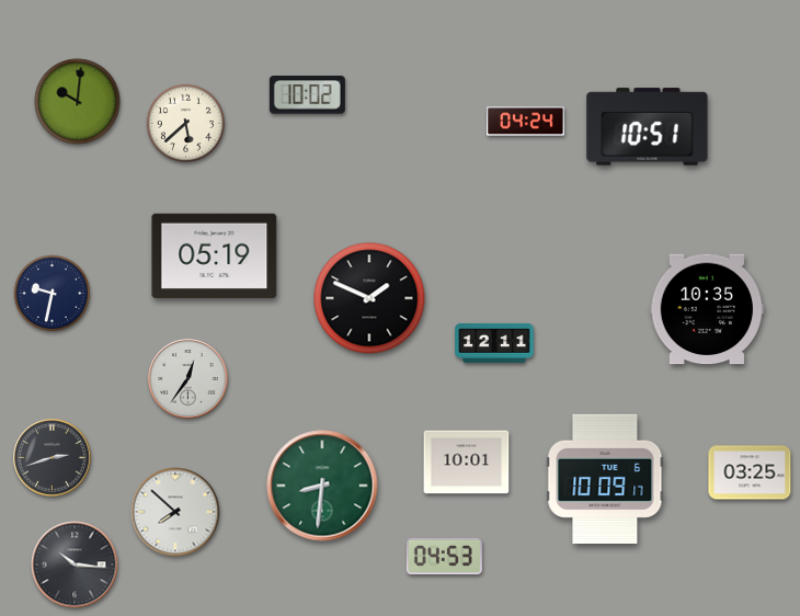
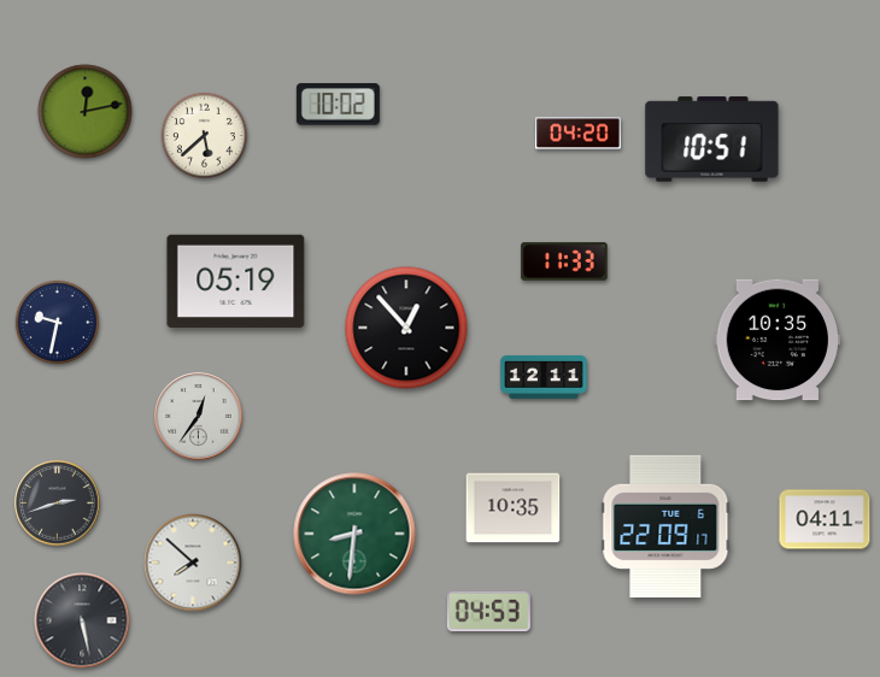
clock at (78, 102): 10:01 -> 12:13
clock at (526, 122): 04:24 -> 04:20
clock at (564, 261): none -> 11:33
clock at (369, 298): 1:49 -> 12:53
clock at (188, 379) position: (188, 379) -> (199, 417)
clock at (467, 463): 10:01 -> 10:35
clock at (750, 472): 03:25 -> 04:11
clock at (605, 479): 10:09 -> 22:09
clock at (75, 564): 10:16 -> 5:28
